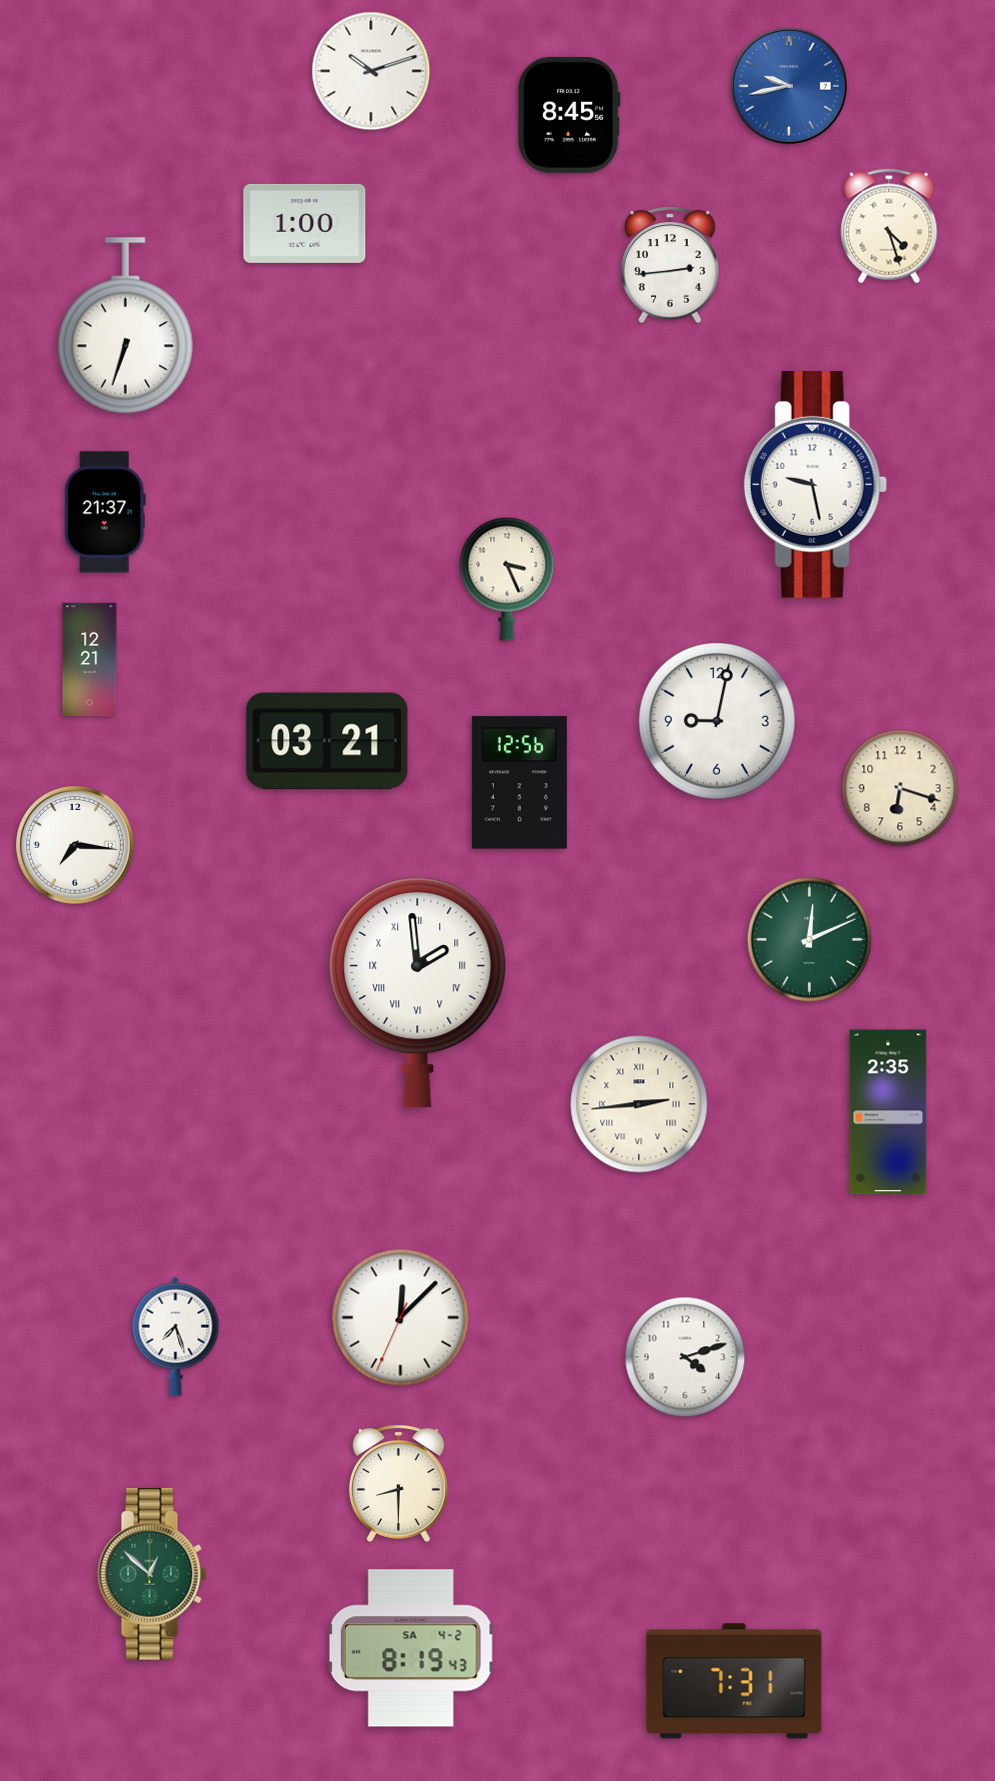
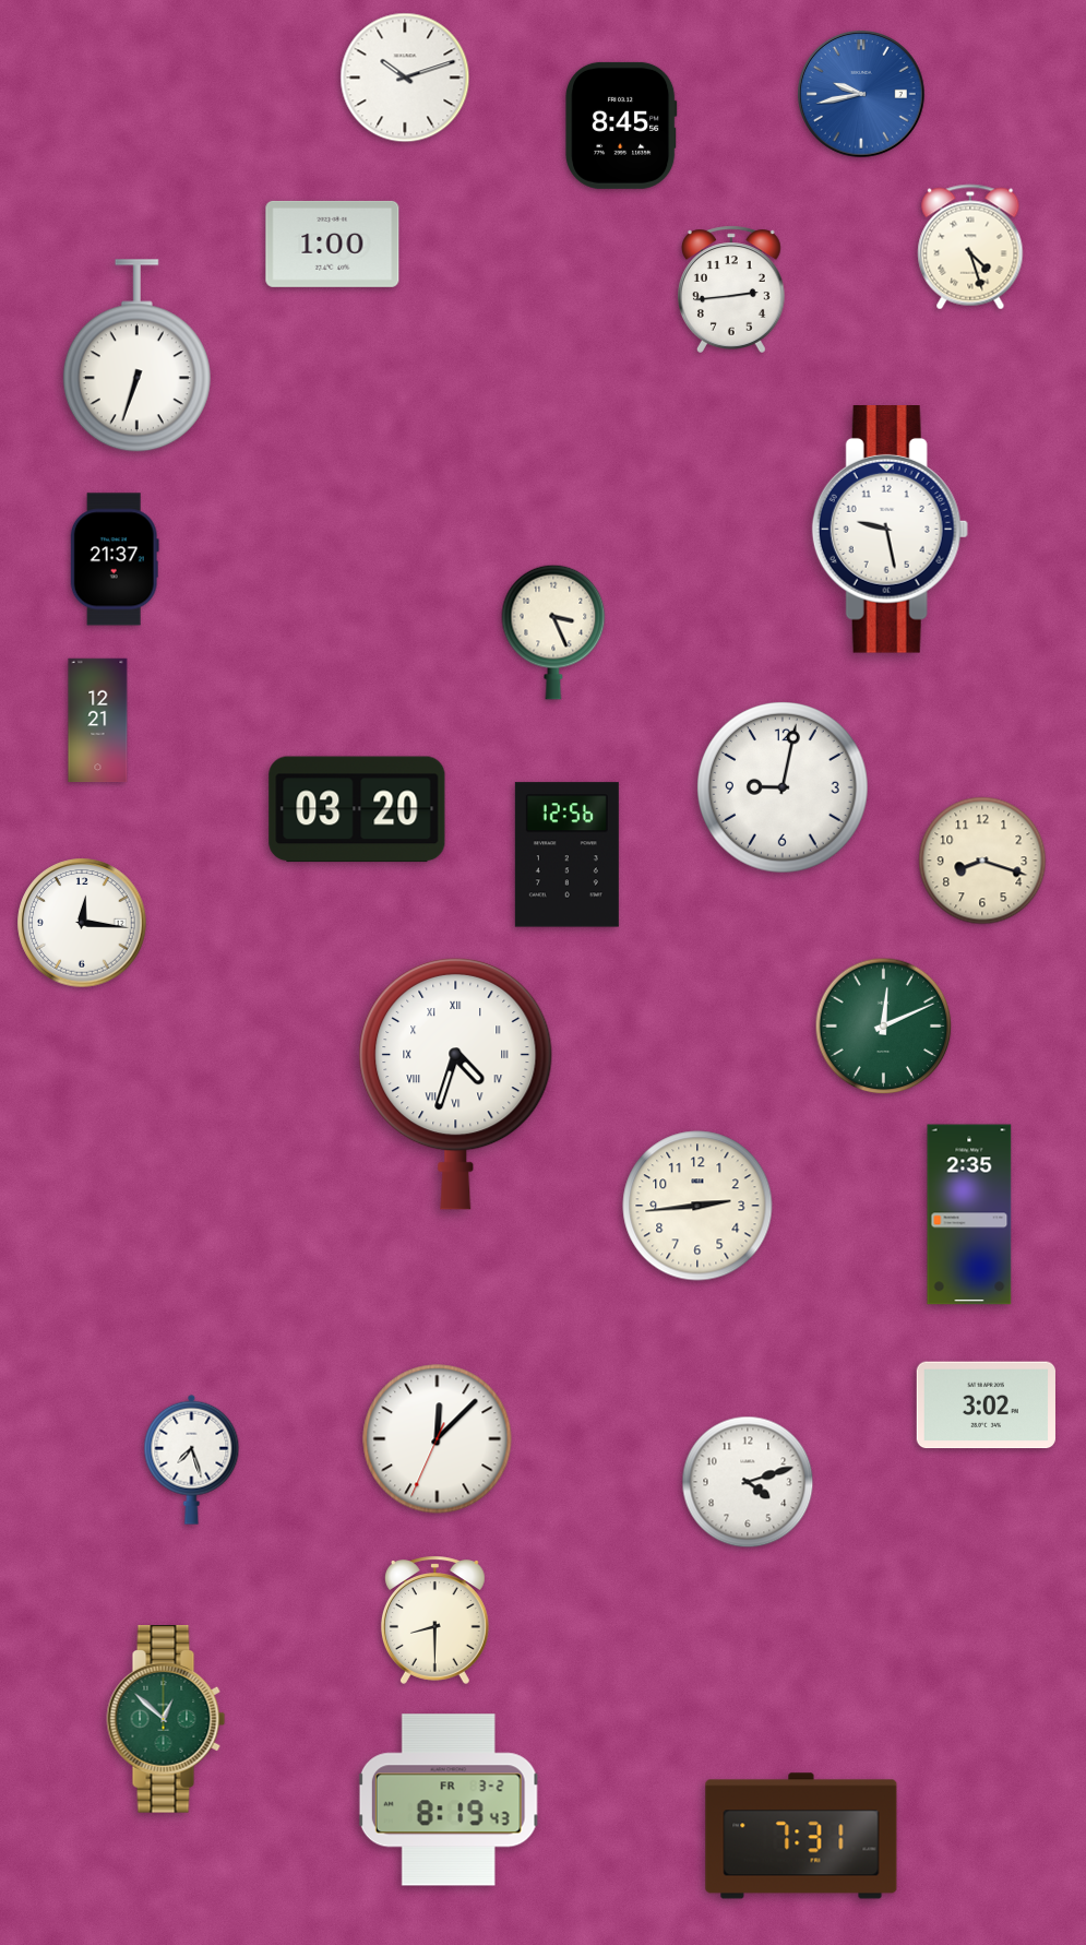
clock at (327, 741): 03:21 -> 03:20
clock at (900, 788): 6:18 -> 8:18
clock at (75, 845): 7:16 -> 12:16
clock at (418, 992): 1:59 -> 4:33
clock at (639, 1104) numerals: Roman -> Arabic
clock at (986, 1406): none -> 3:02
clock at (411, 1648) date: SA 4-2 -> FR 3-2
